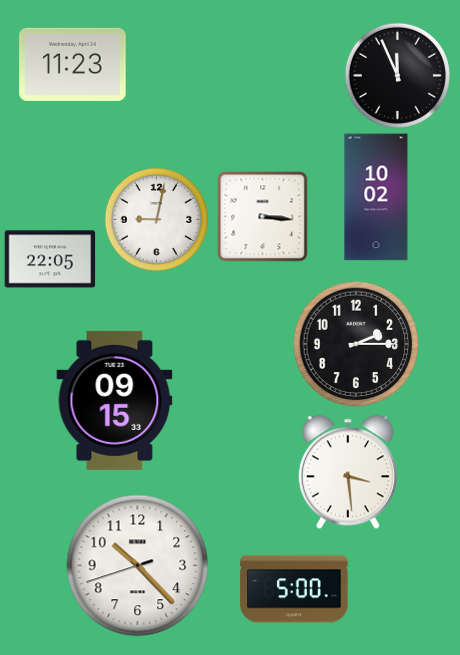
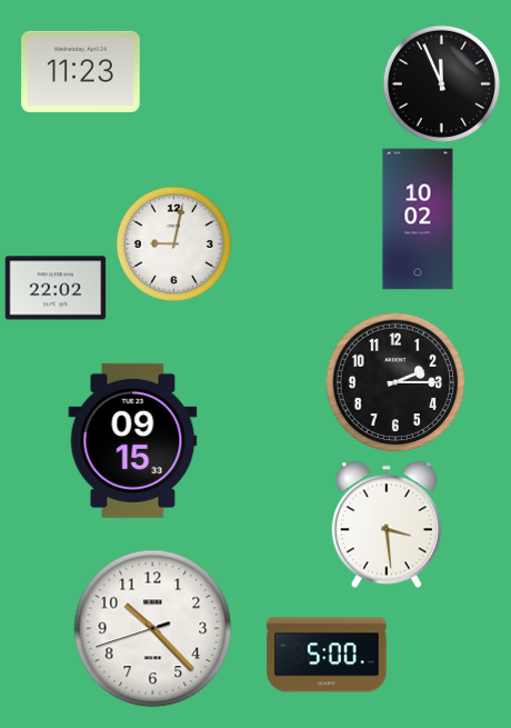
clock at (263, 217): 3:16 -> none
clock at (50, 259): 22:05 -> 22:02
clock at (115, 400) position: (115, 400) -> (133, 440)
